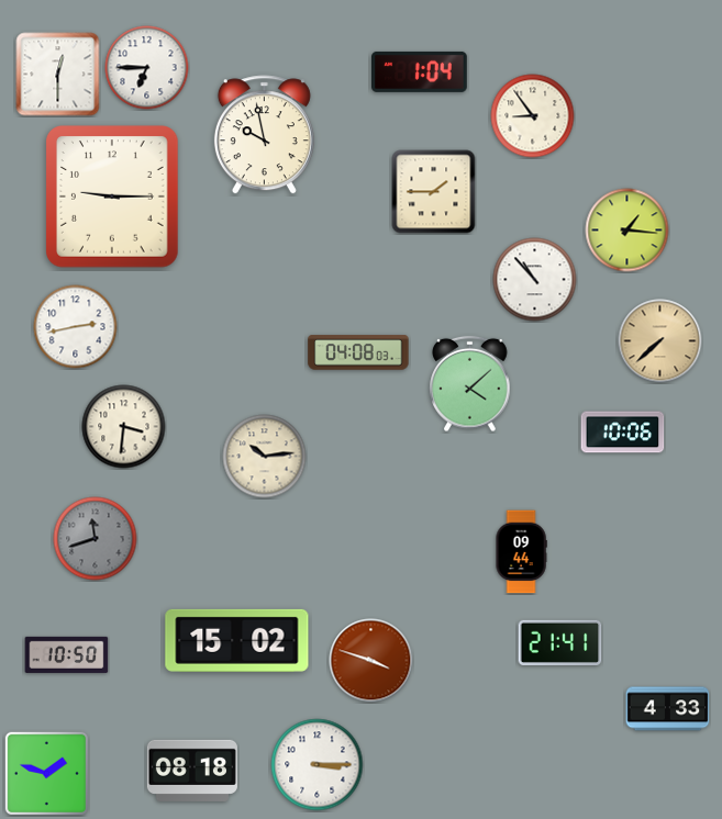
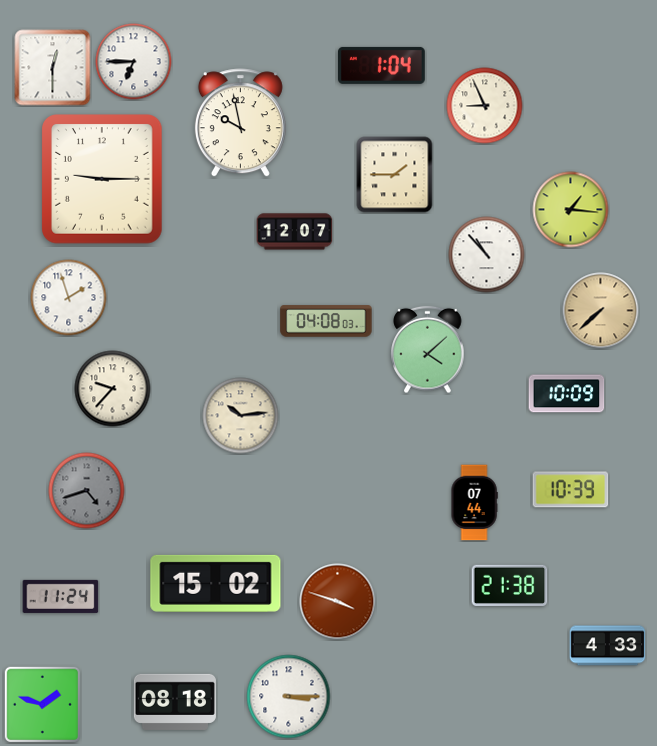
clock at (533, 116): 8:54 -> 8:56
clock at (295, 232): none -> 12:07
clock at (76, 327): 2:43 -> 1:57
clock at (124, 427): 3:31 -> 9:37
clock at (623, 433): 10:06 -> 10:09
clock at (571, 490): none -> 10:39
clock at (96, 539): 11:42 -> 4:42
clock at (521, 552): 09:44 -> 07:44
clock at (560, 642): 21:41 -> 21:38
clock at (67, 654): 10:50 -> 11:24
